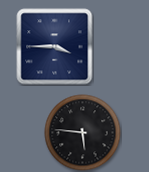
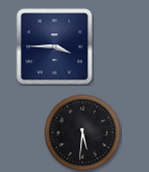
clock at (83, 133): 5:46 -> 5:31
